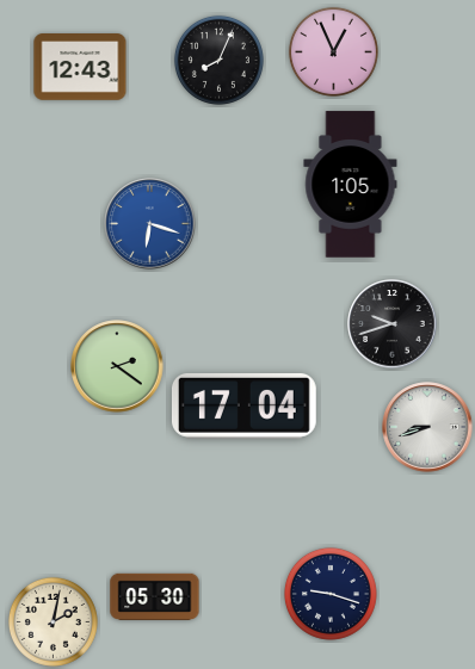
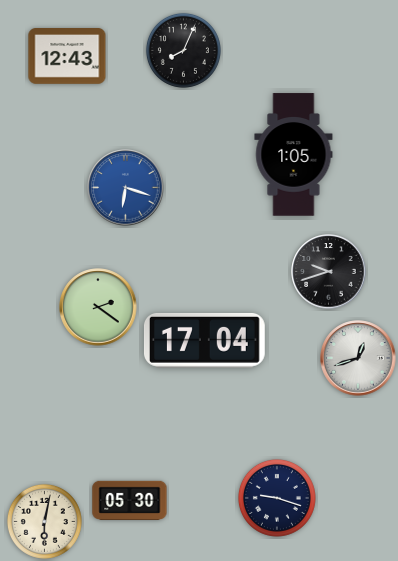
clock at (333, 51): 12:56 -> none
clock at (427, 427): 8:42 -> 12:42
clock at (53, 621): 2:02 -> 6:02
